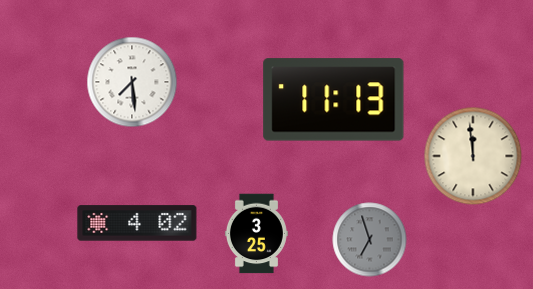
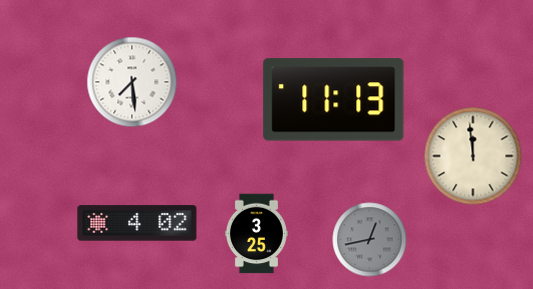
clock at (370, 240): 6:57 -> 12:43
